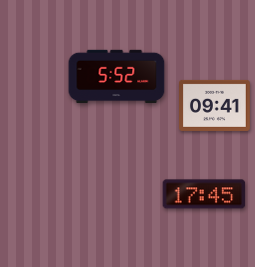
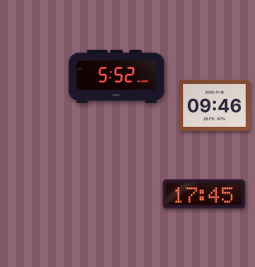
clock at (215, 105): 09:41 -> 09:46
